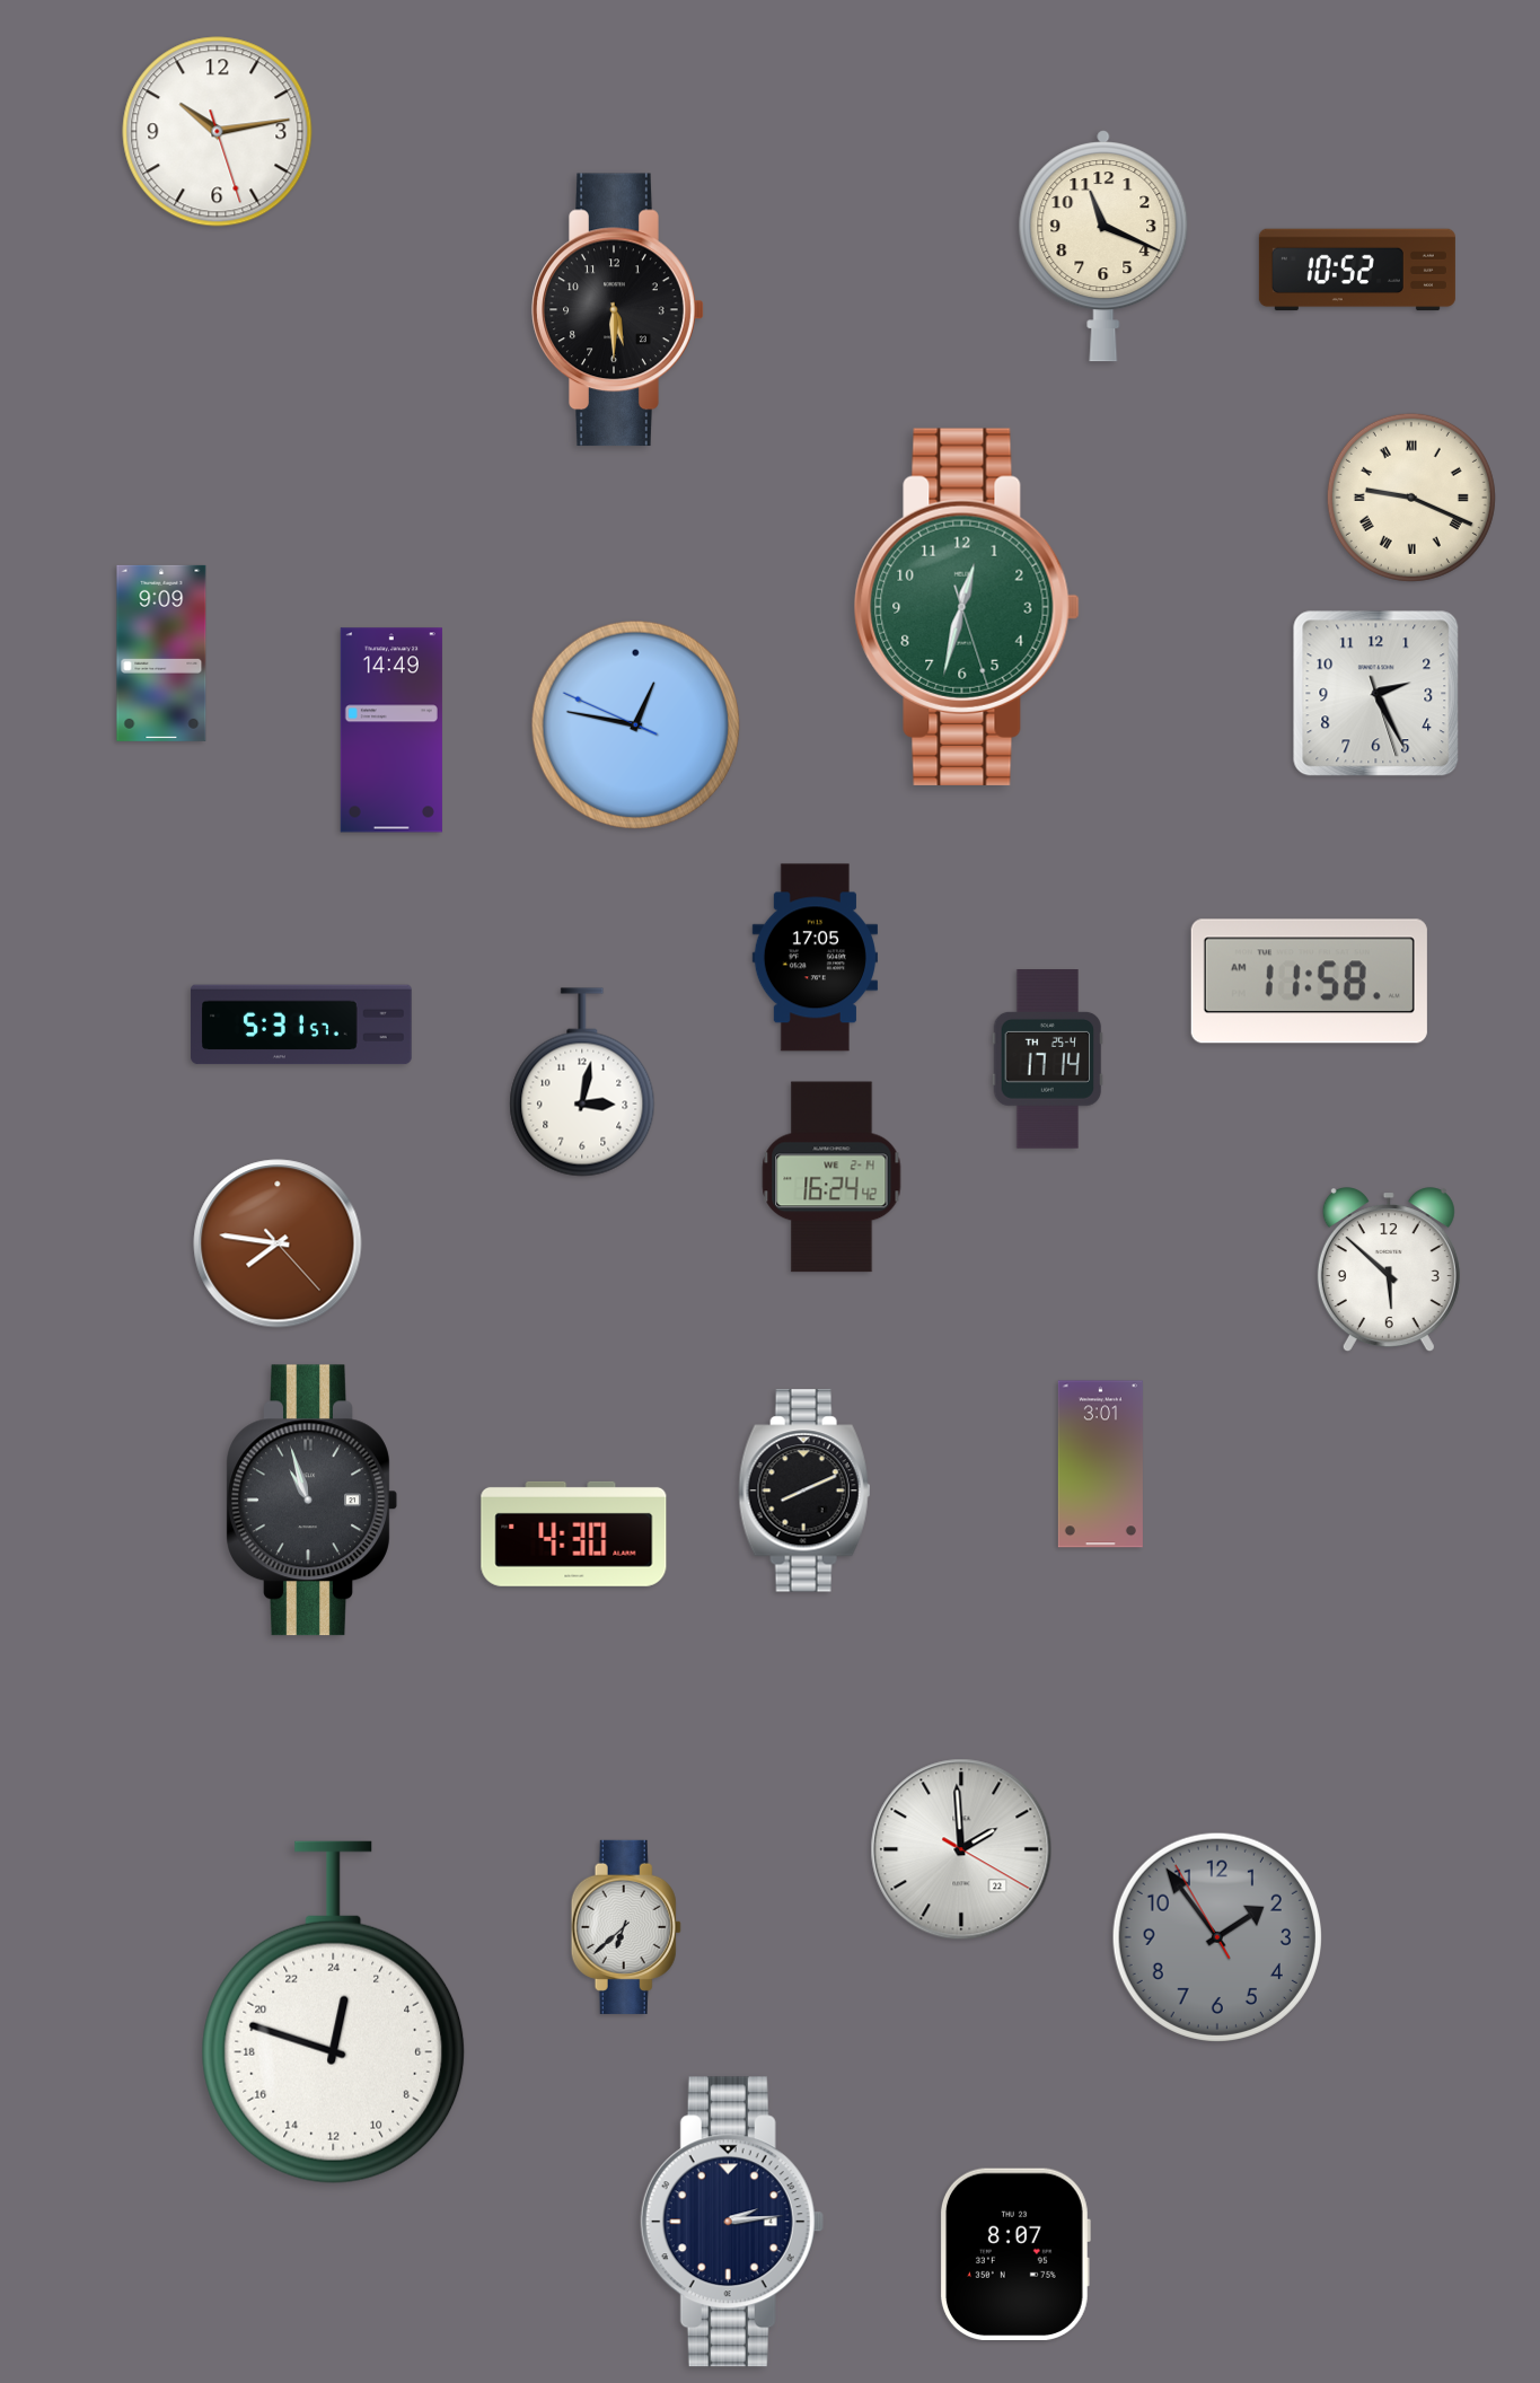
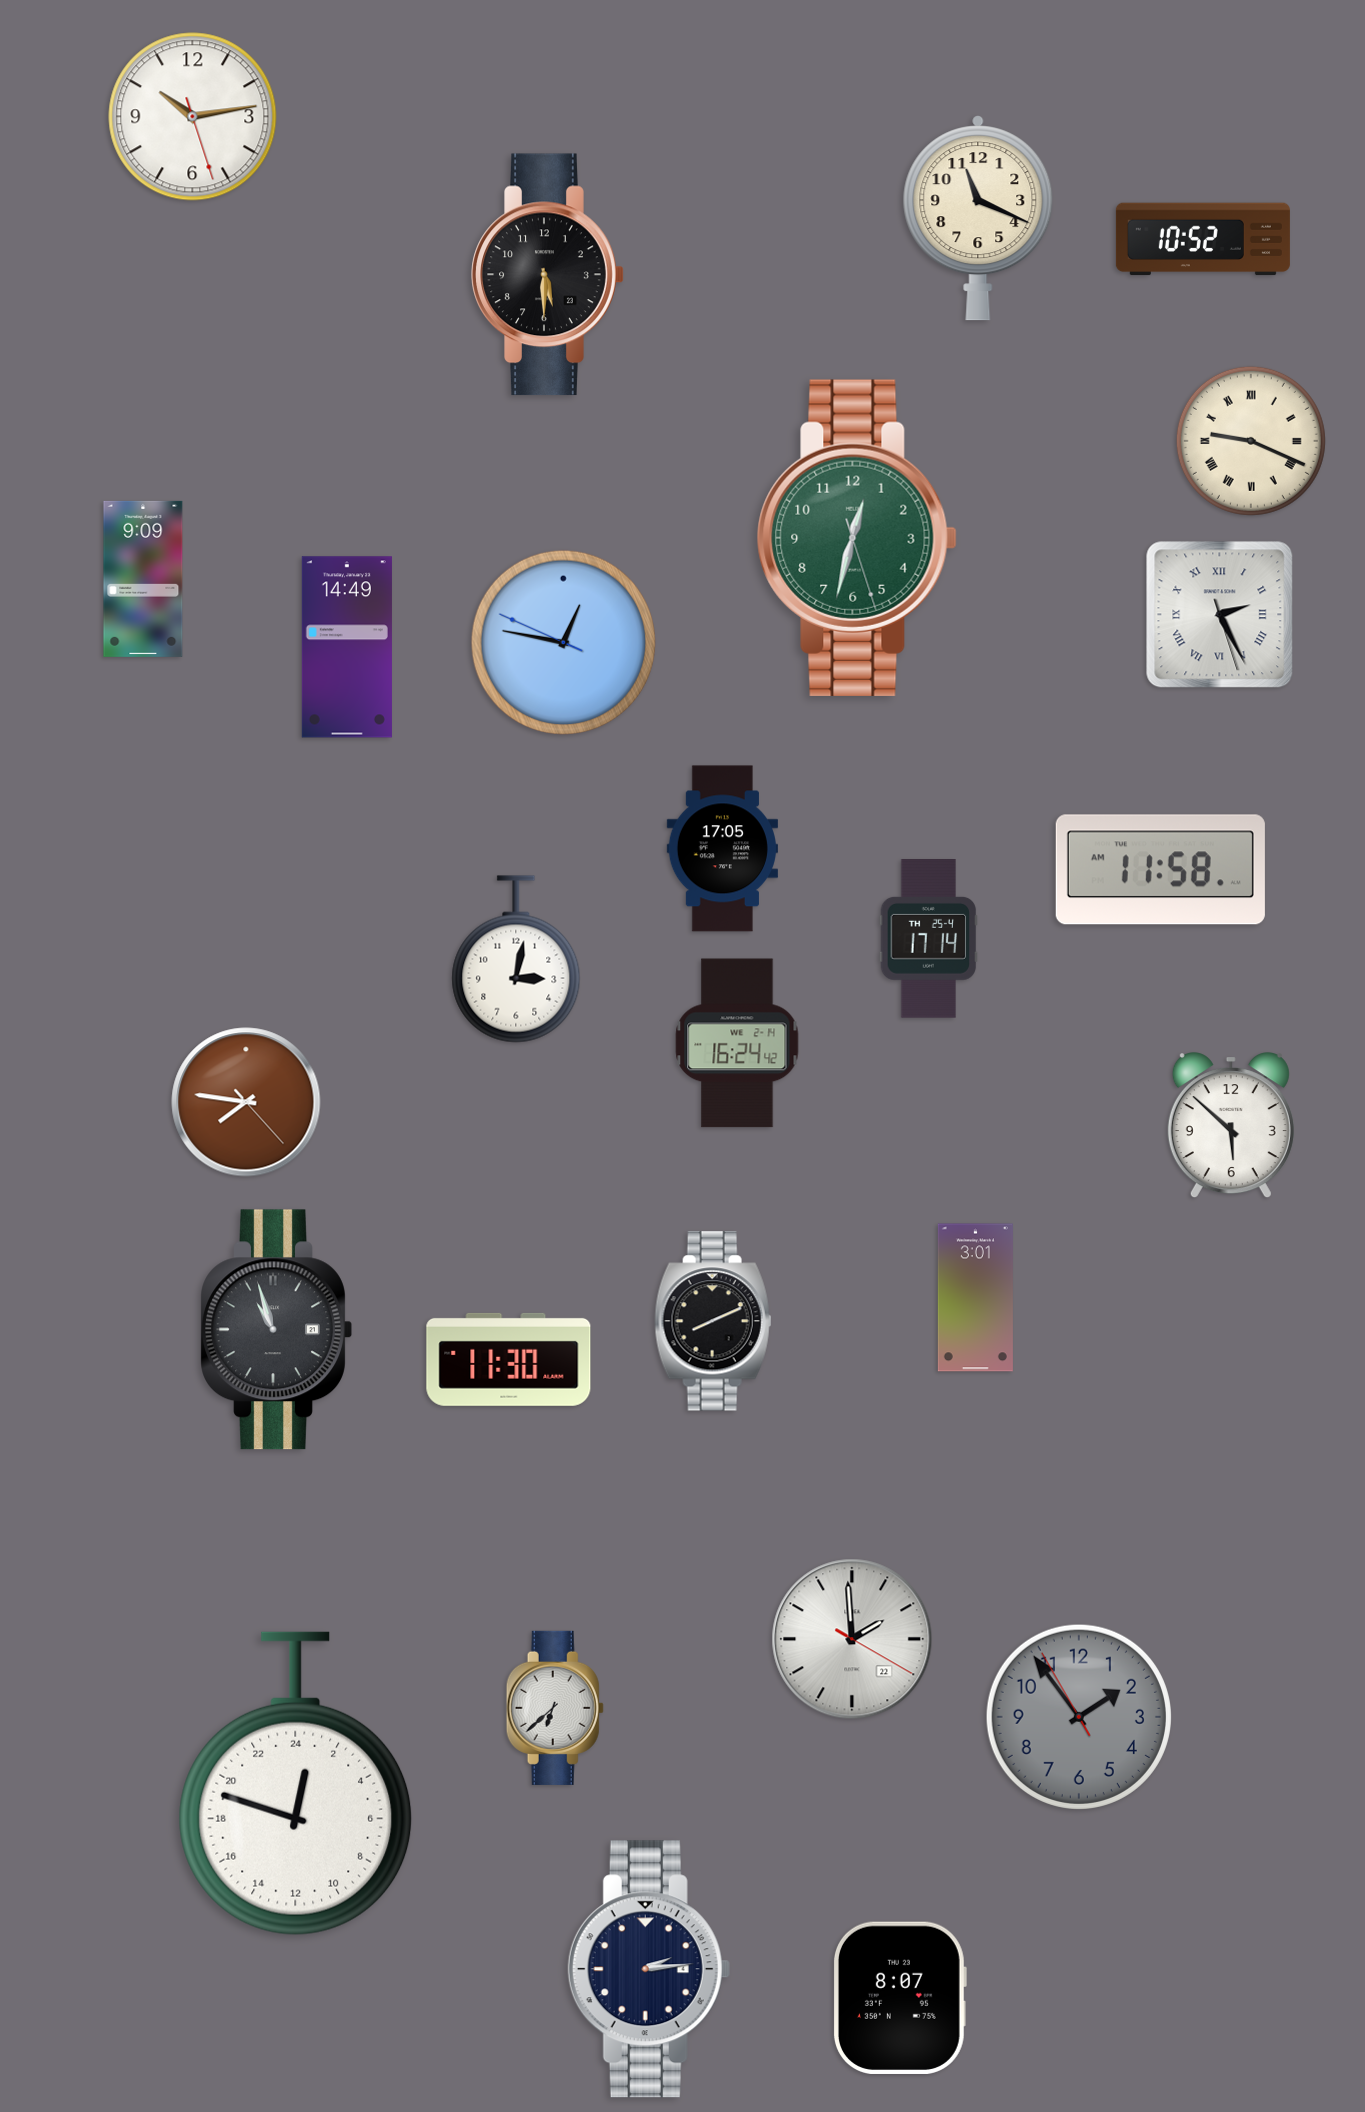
clock at (1376, 694) numerals: Arabic -> Roman
clock at (301, 1025): 5:31 -> none
clock at (574, 1533): 4:30 -> 11:30
